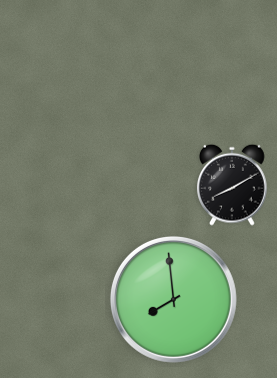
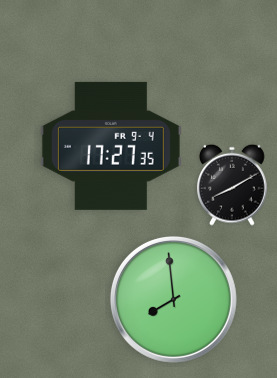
clock at (111, 146): none -> 17:27
